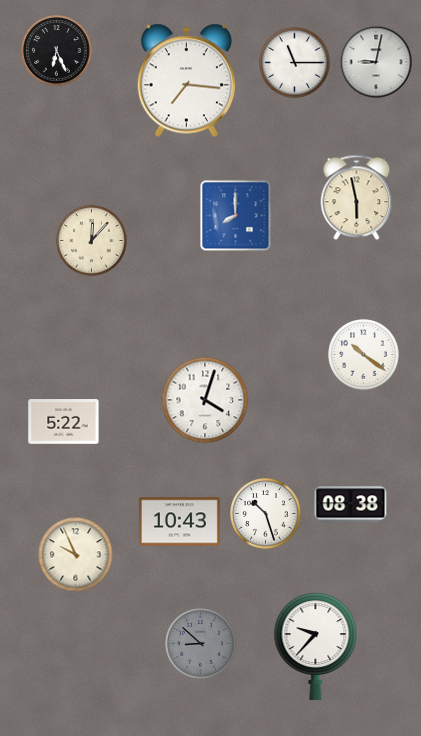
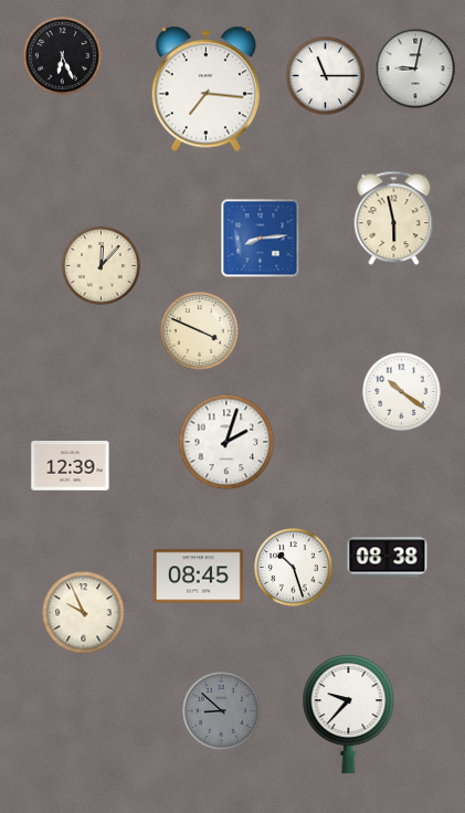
clock at (295, 63) position: (295, 63) -> (326, 76)
clock at (236, 216): 8:00 -> 8:14
clock at (200, 331): none -> 3:49
clock at (205, 400): 4:03 -> 2:03
clock at (64, 422): 5:22 -> 12:39
clock at (179, 522): 10:43 -> 08:45
